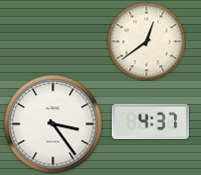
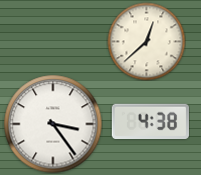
clock at (146, 41): 12:39 -> 12:38
clock at (150, 121): 4:37 -> 4:38
